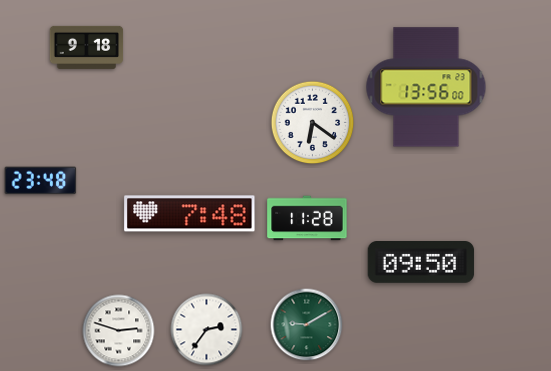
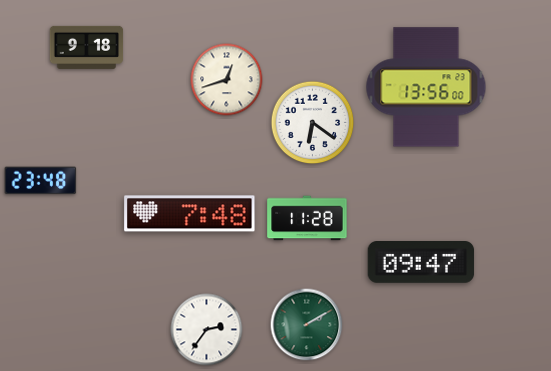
clock at (227, 80): none -> 12:42
clock at (421, 263): 09:50 -> 09:47
clock at (307, 325): 9:10 -> 2:10
clock at (119, 331): 2:48 -> none
